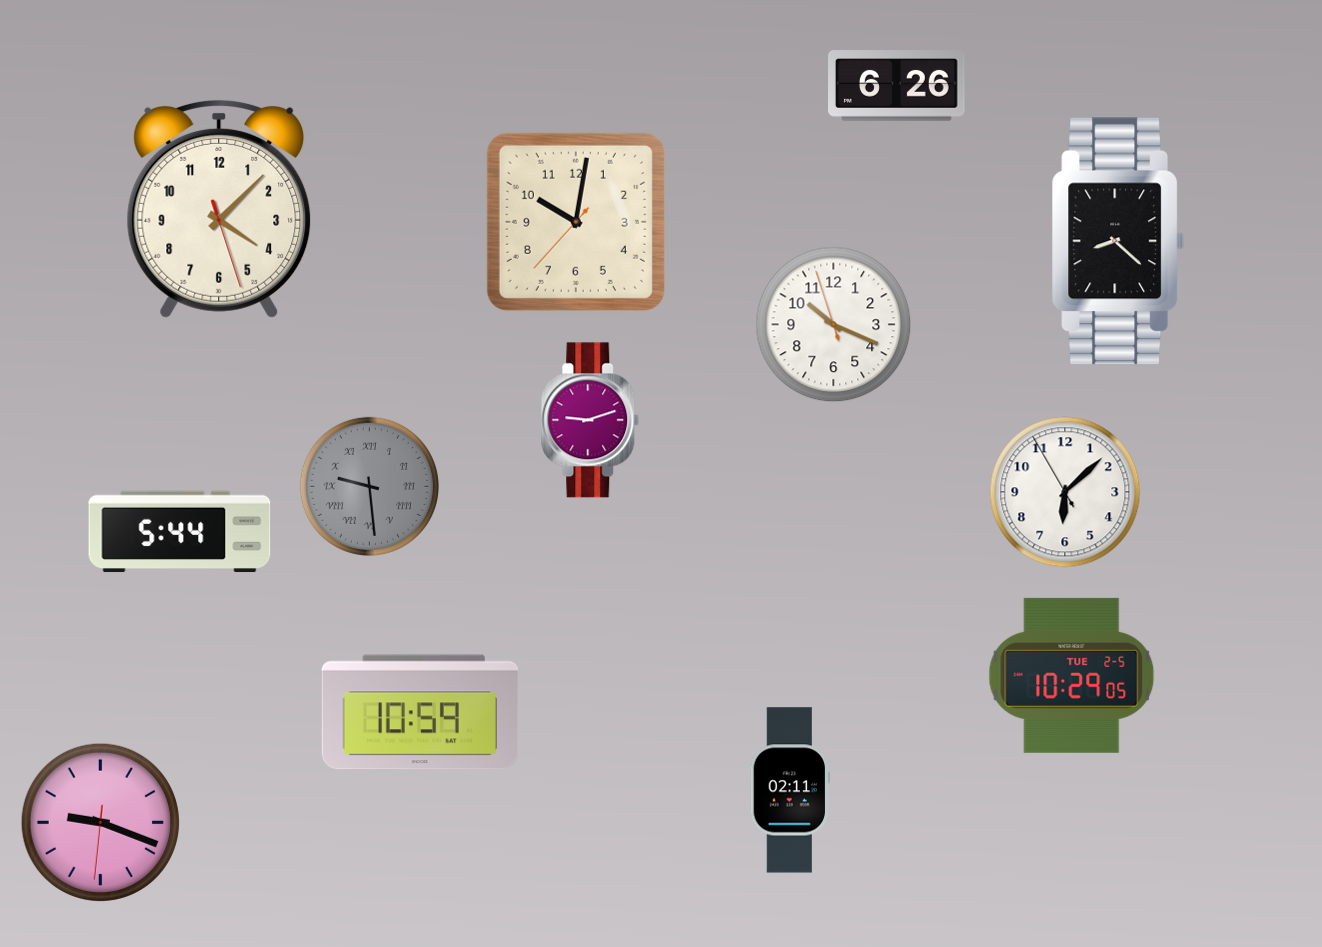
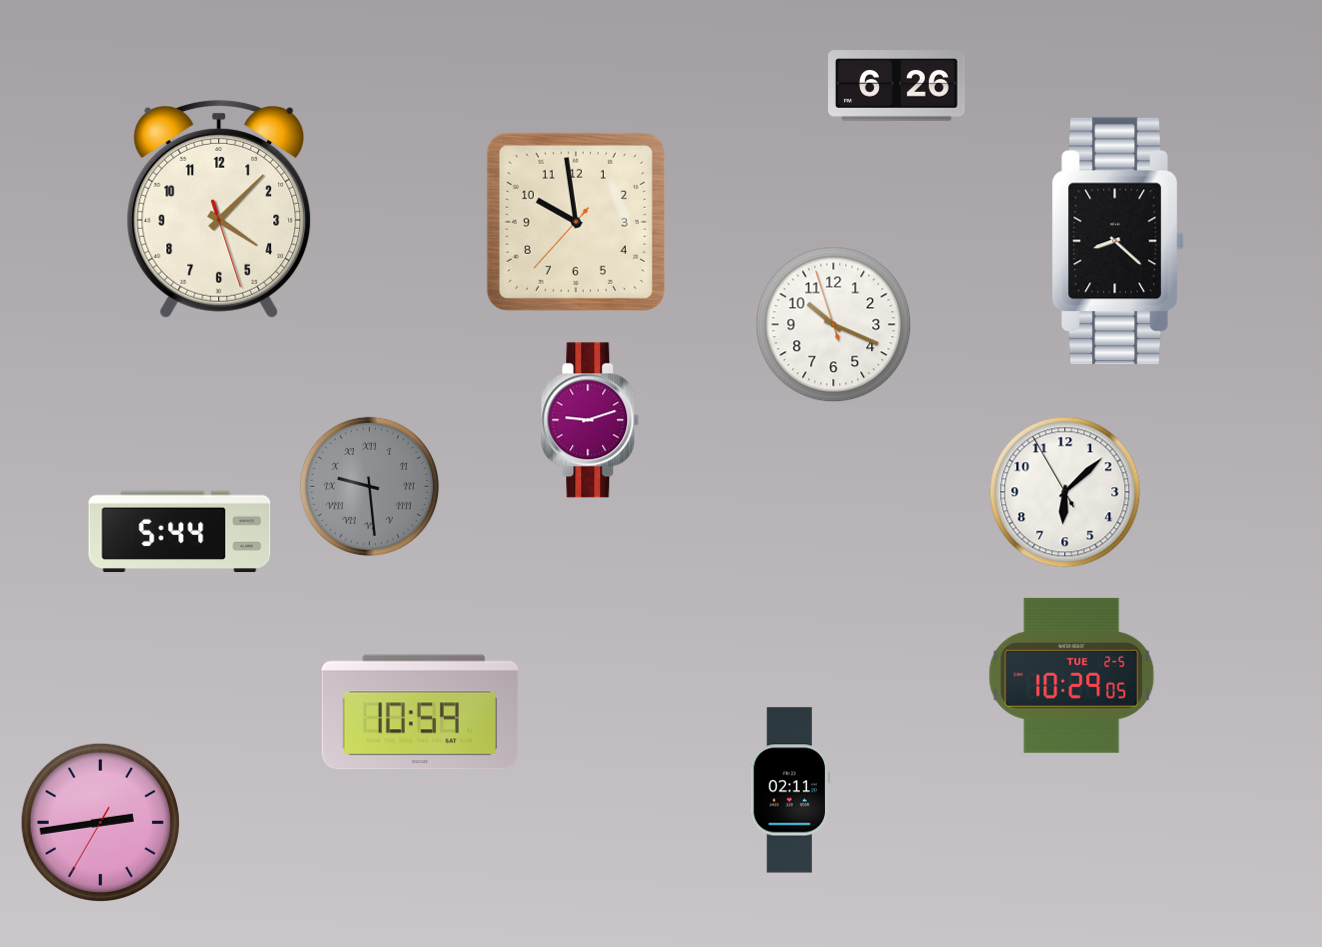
clock at (576, 222): 10:01 -> 9:58
clock at (100, 822): 9:18 -> 2:43
